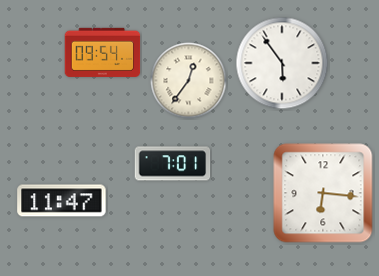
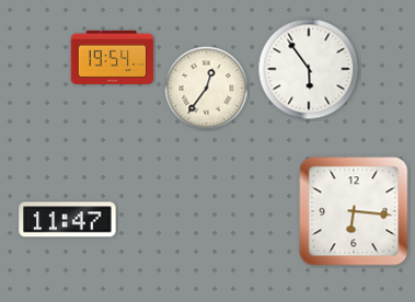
clock at (103, 52): 09:54 -> 19:54
clock at (173, 164): 7:01 -> none
